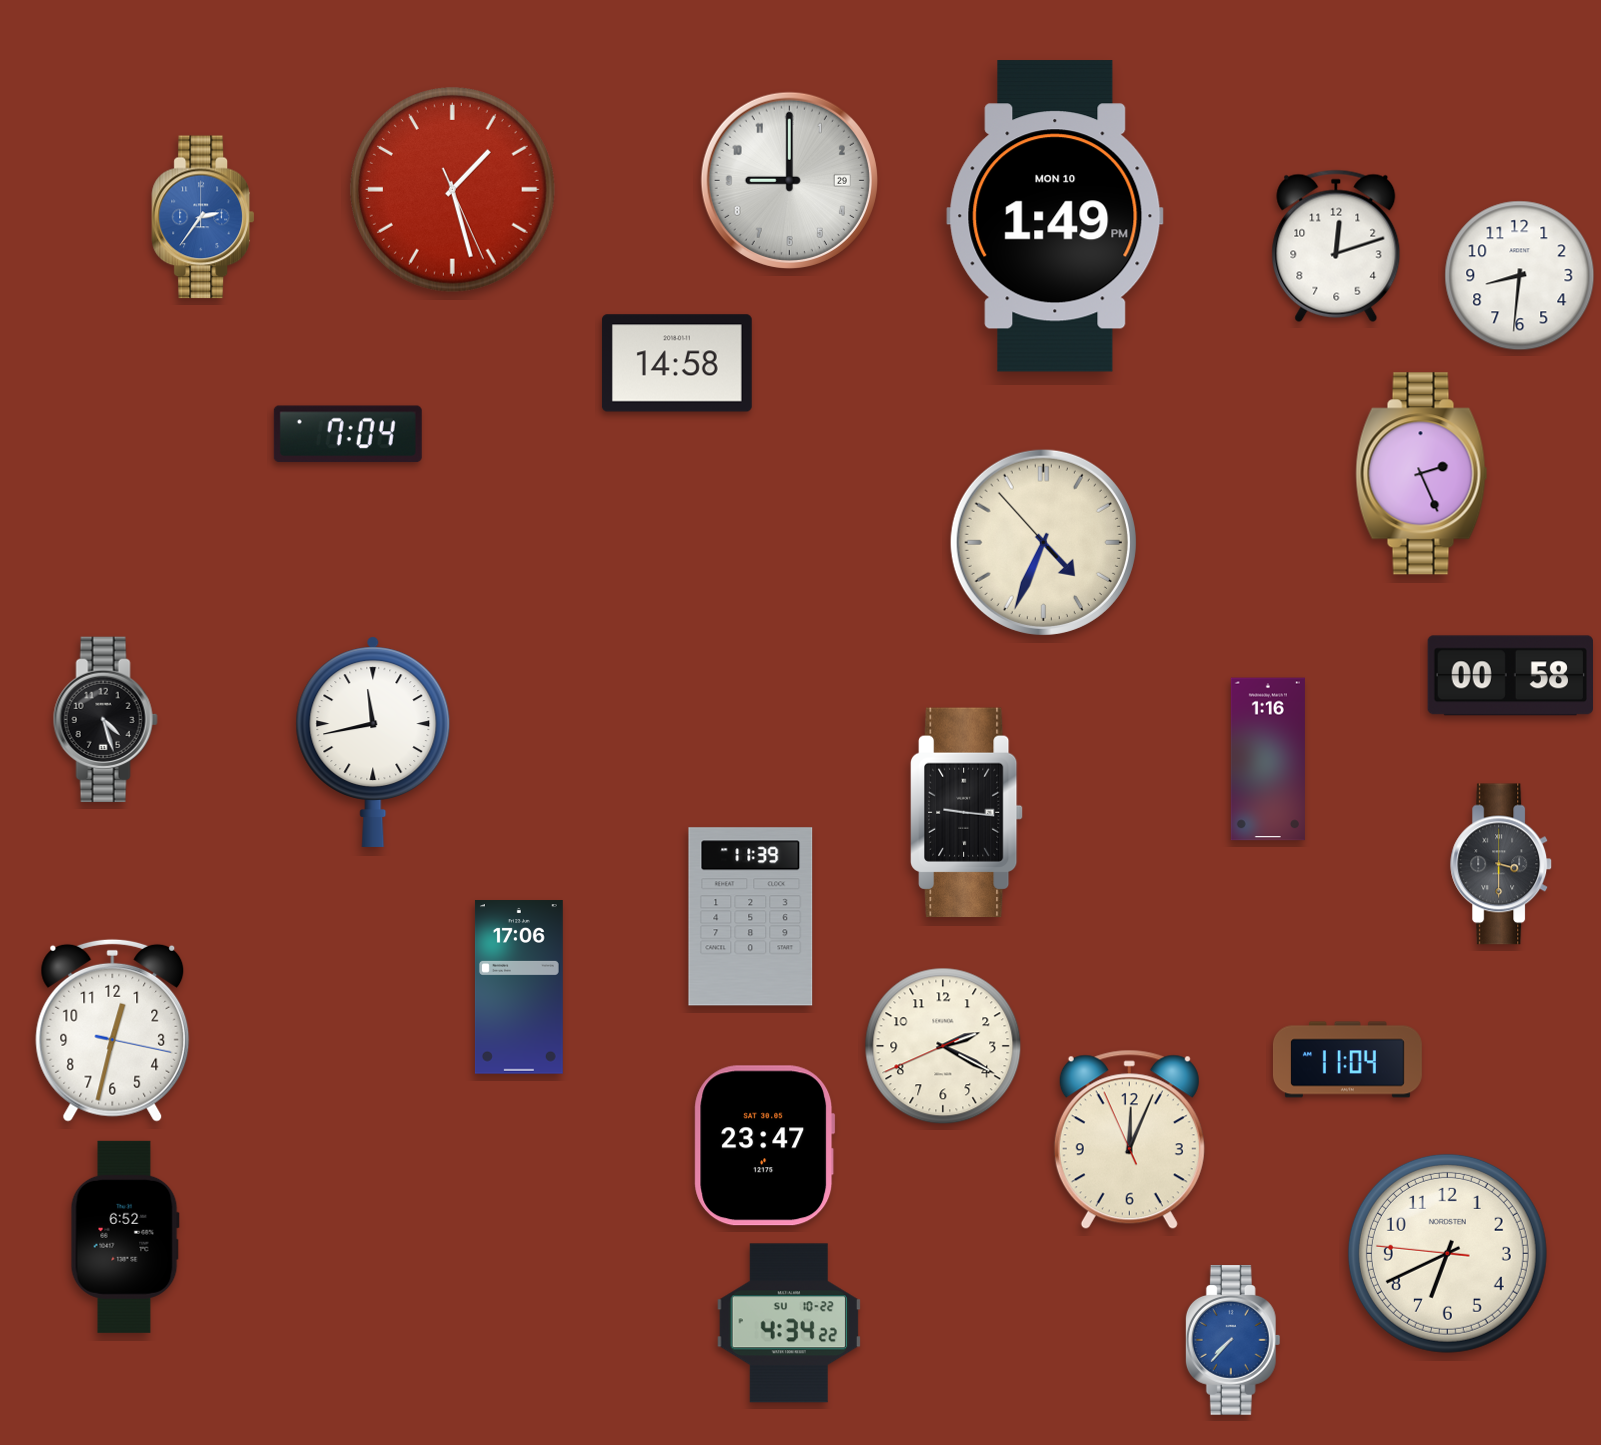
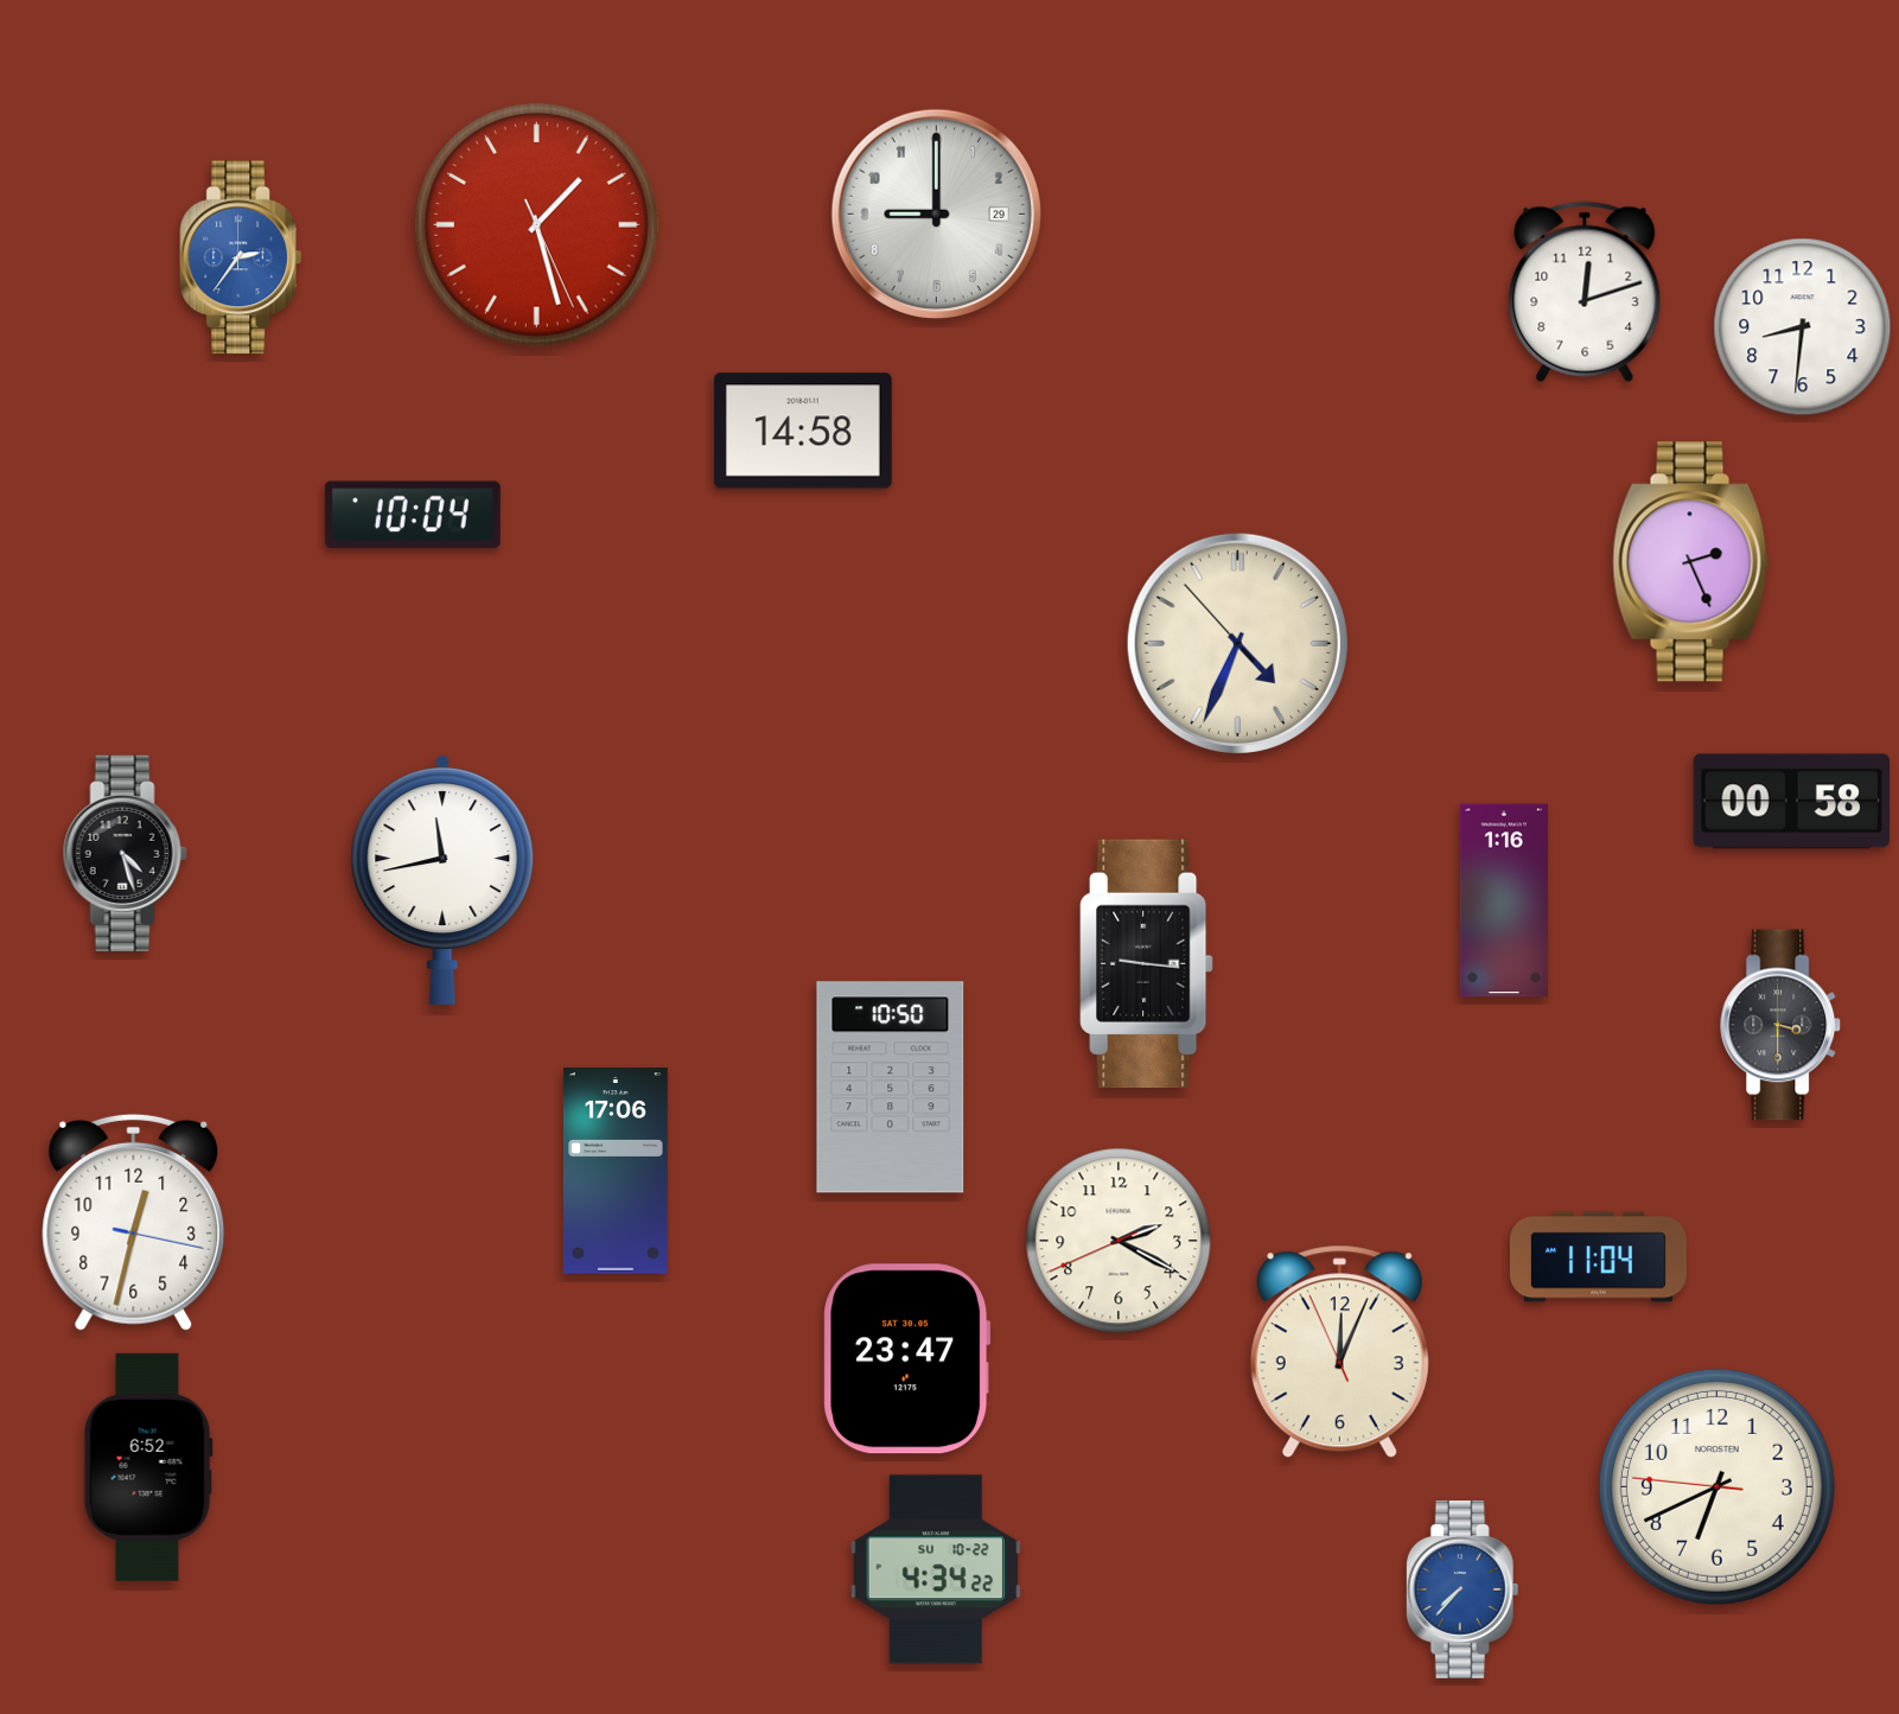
clock at (1055, 216): 1:49 -> none
clock at (348, 434): 7:04 -> 10:04
clock at (1422, 474) position: (1422, 474) -> (1691, 562)
clock at (751, 917): 11:39 -> 10:50
